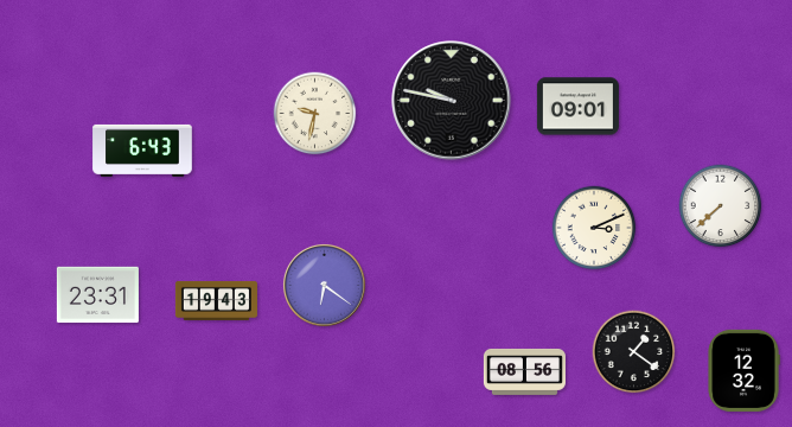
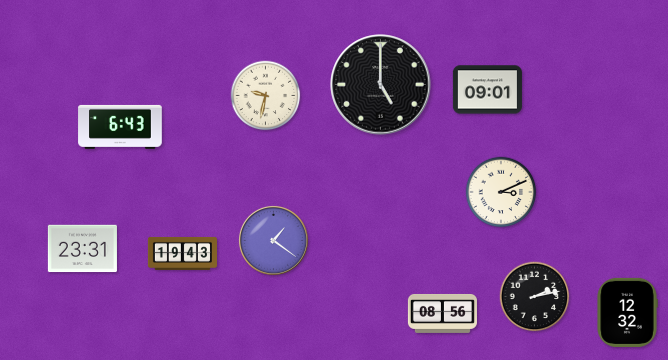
clock at (452, 101): 9:47 -> 5:00
clock at (721, 206): 7:38 -> none
clock at (324, 285): 6:21 -> 1:21
clock at (634, 352): 1:21 -> 2:13
